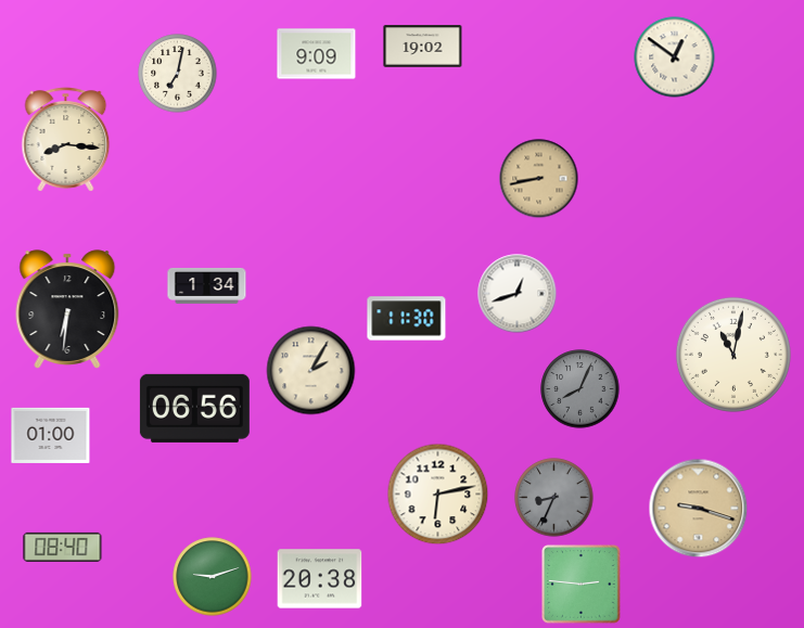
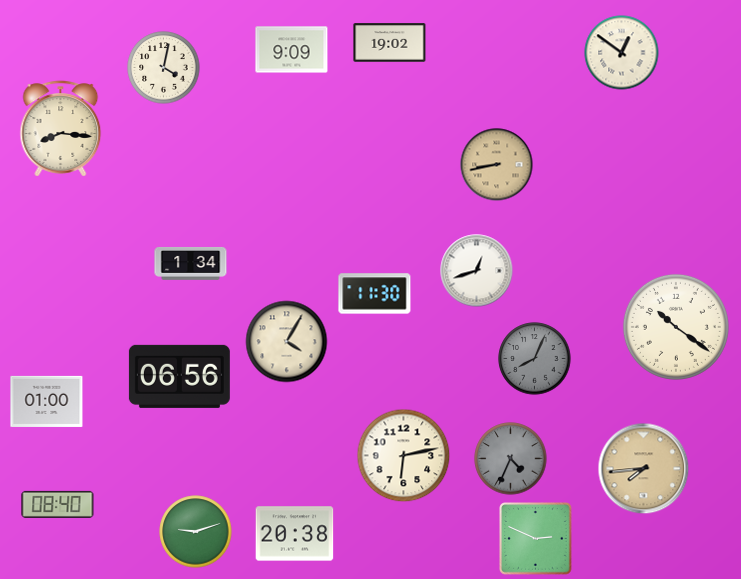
clock at (178, 74): 7:02 -> 4:02
clock at (67, 309): 6:31 -> none
clock at (733, 355): 11:02 -> 10:21
clock at (311, 371): 2:05 -> 4:05
clock at (554, 498): 8:34 -> 4:34
clock at (699, 509): 9:18 -> 7:44
clock at (582, 585): 2:46 -> 2:49
